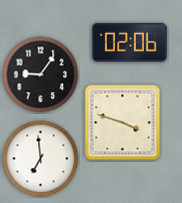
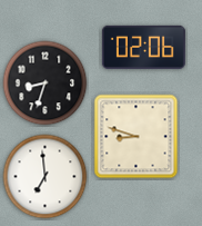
clock at (41, 75): 9:06 -> 8:33
clock at (123, 123): 3:48 -> 8:48
